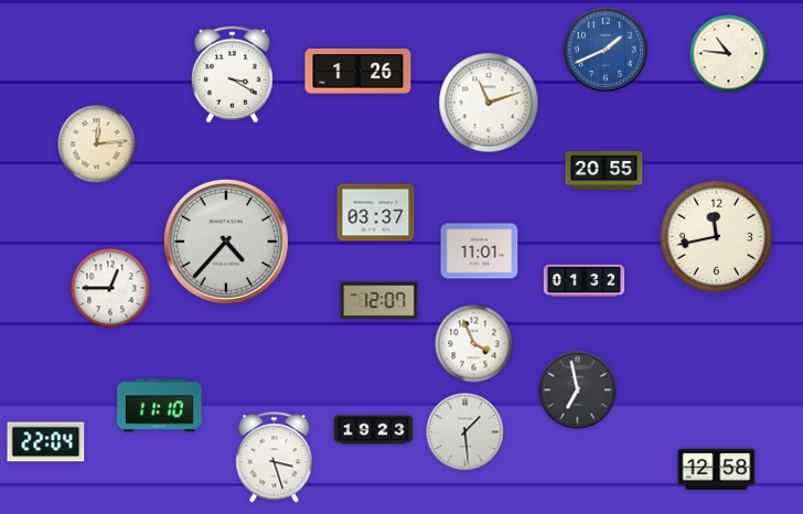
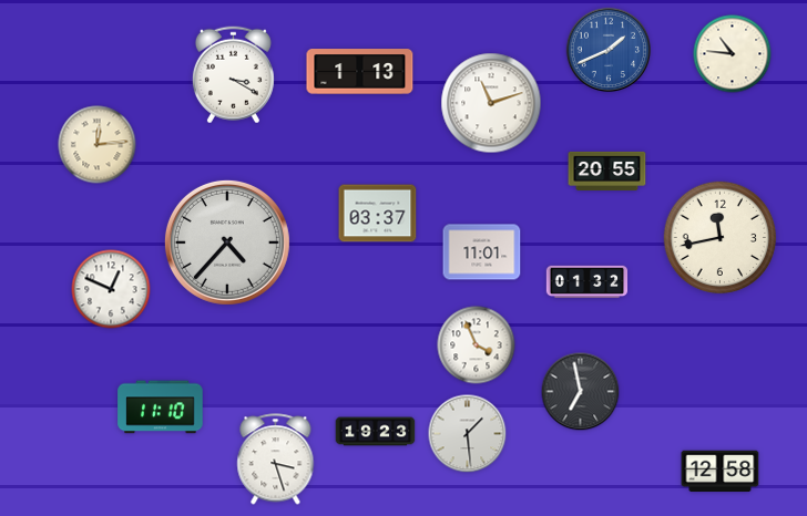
clock at (358, 72): 1:26 -> 1:13
clock at (110, 288): 12:45 -> 12:49
clock at (379, 301): 12:07 -> none
clock at (46, 442): 22:04 -> none
